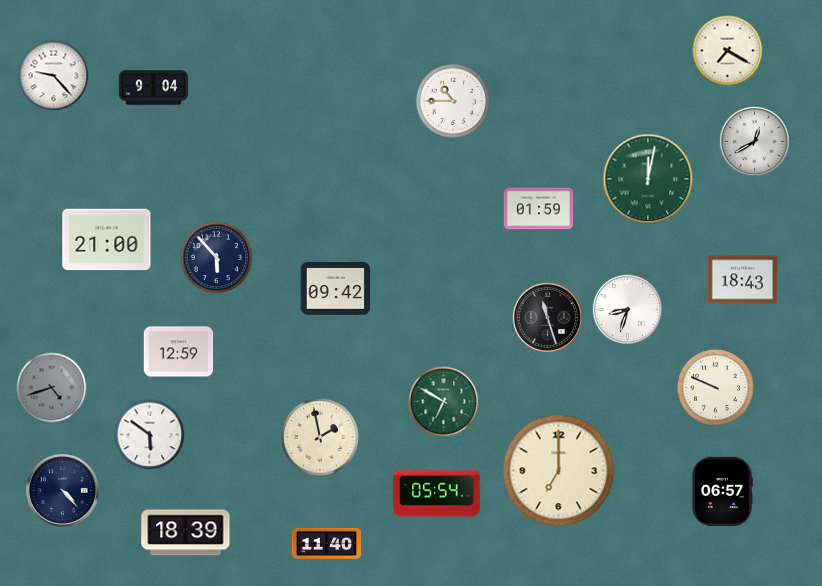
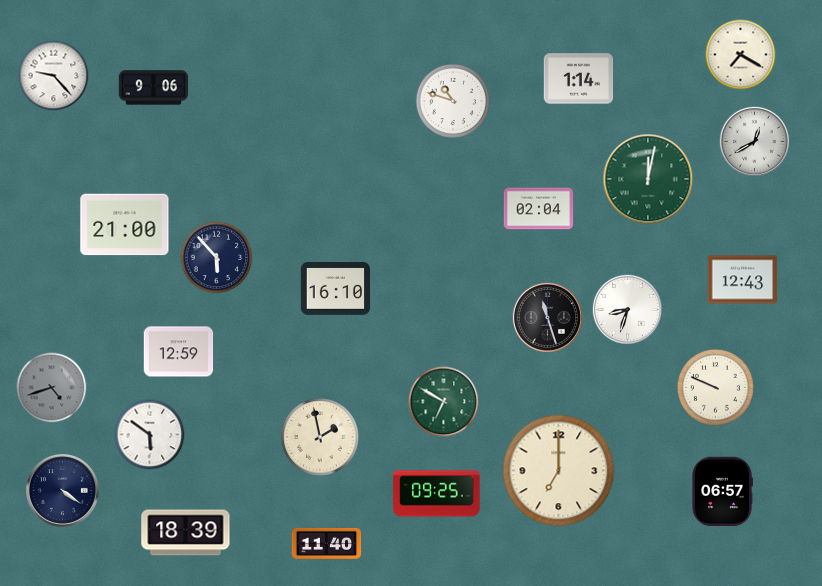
clock at (728, 51) position: (728, 51) -> (741, 55)
clock at (579, 79): none -> 1:14
clock at (154, 88): 9:04 -> 9:06
clock at (452, 100): 10:45 -> 10:48
clock at (539, 209): 01:59 -> 02:04
clock at (107, 240) position: (107, 240) -> (125, 225)
clock at (743, 280): 18:43 -> 12:43
clock at (336, 289): 09:42 -> 16:10
clock at (63, 491): 4:23 -> 4:21
clock at (437, 494): 05:54 -> 09:25
